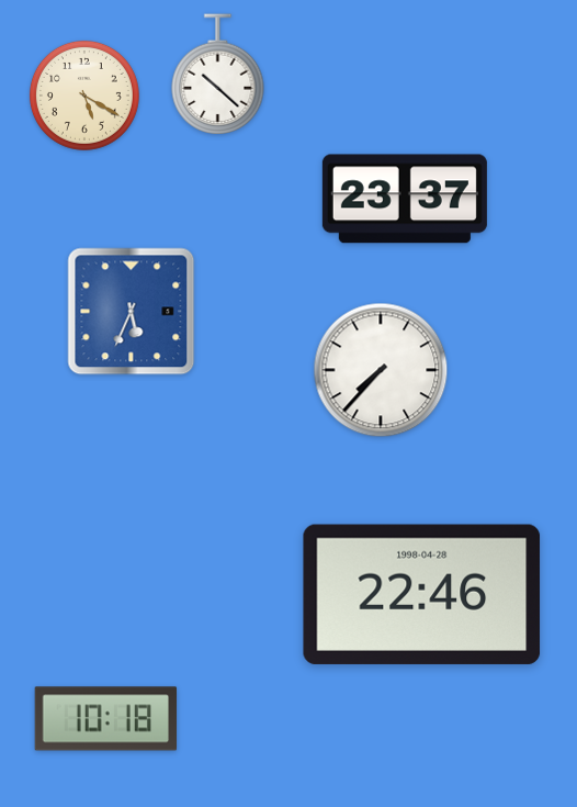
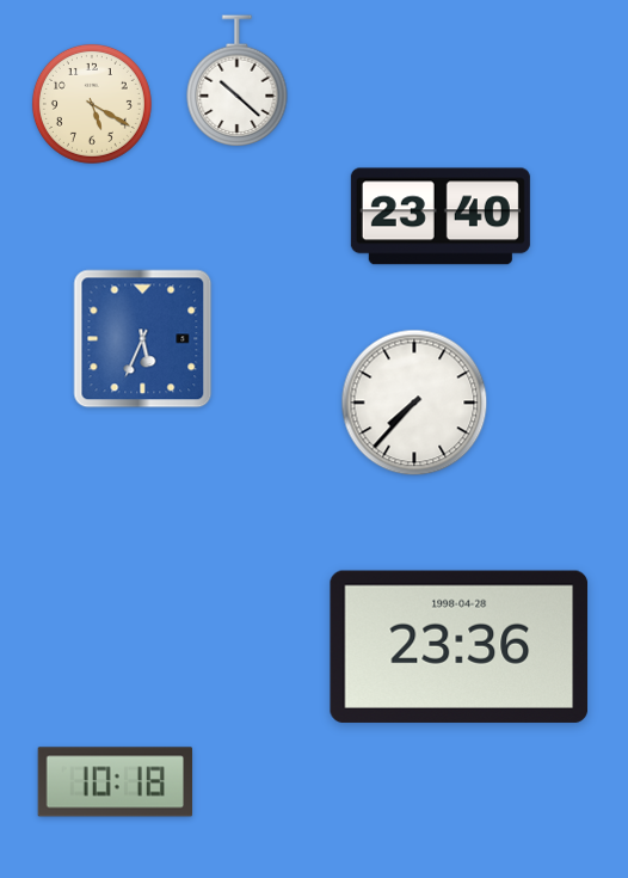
clock at (405, 199): 23:37 -> 23:40
clock at (422, 594): 22:46 -> 23:36
